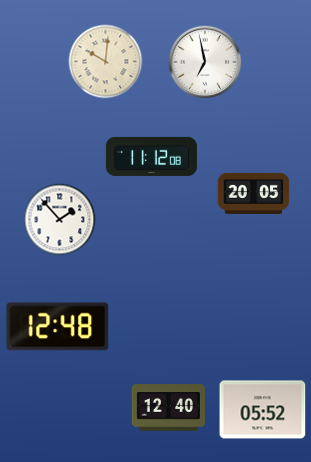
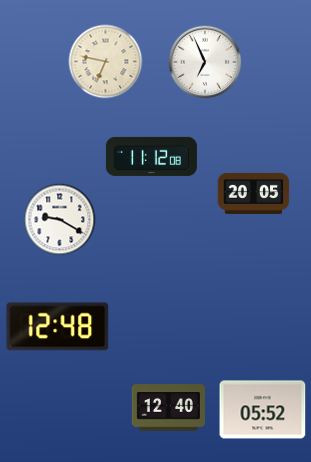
clock at (106, 62): 10:01 -> 6:47
clock at (205, 62): 6:58 -> 6:56
clock at (60, 220): 1:53 -> 9:20
